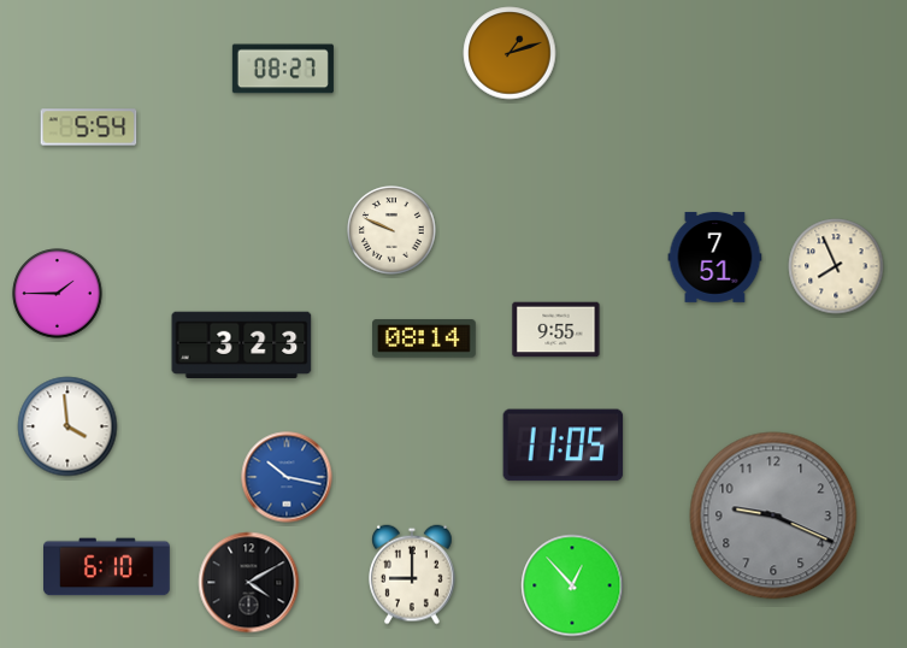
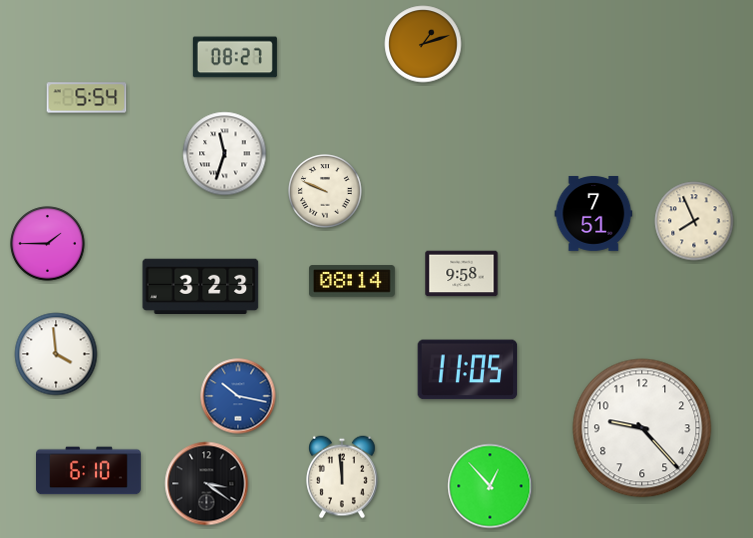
clock at (89, 128) position: (89, 128) -> (87, 98)
clock at (225, 154): none -> 11:33
clock at (556, 330): 9:55 -> 9:58
clock at (773, 516): 9:19 -> 9:23
clock at (773, 516) dial: grey -> white
clock at (413, 575): 9:00 -> 11:59
clock at (249, 583): 4:10 -> 3:21
clock at (572, 585) position: (572, 585) -> (490, 486)
